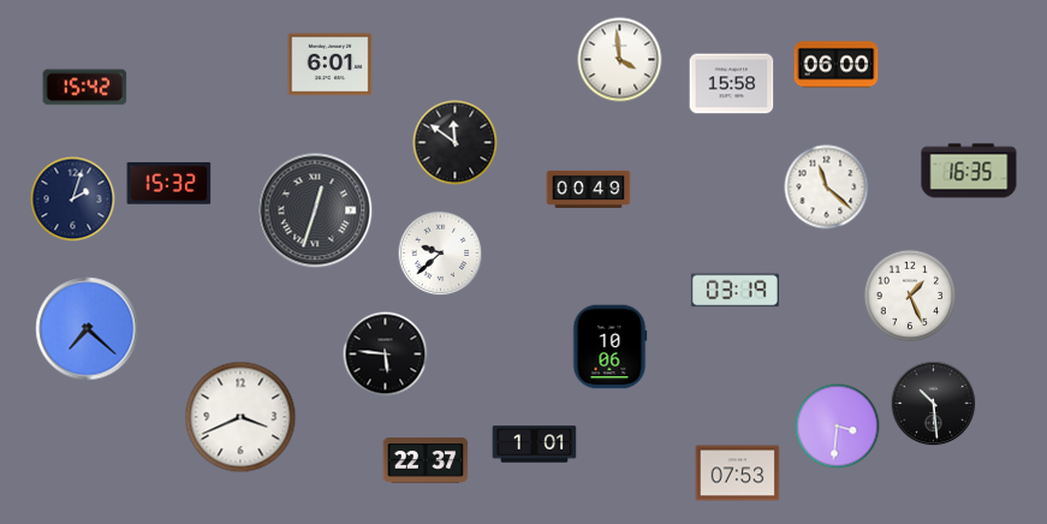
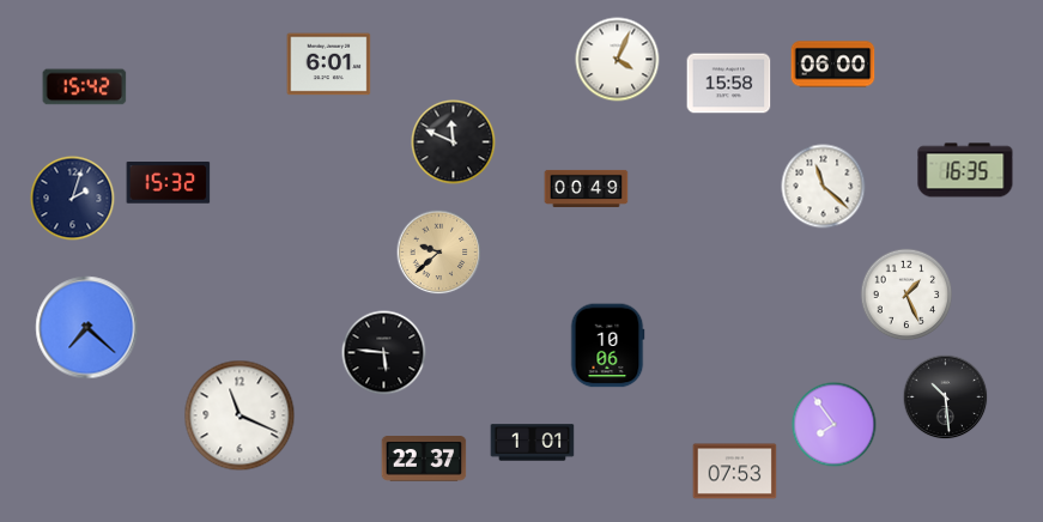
clock at (620, 60): 3:59 -> 4:04
clock at (456, 143): 11:51 -> 11:49
clock at (315, 210): 12:33 -> none
clock at (441, 254) dial: white -> champagne
clock at (734, 291): 03:19 -> none
clock at (934, 404) position: (934, 404) -> (946, 397)
clock at (240, 417): 3:41 -> 11:19
clock at (838, 427): 3:31 -> 7:54
